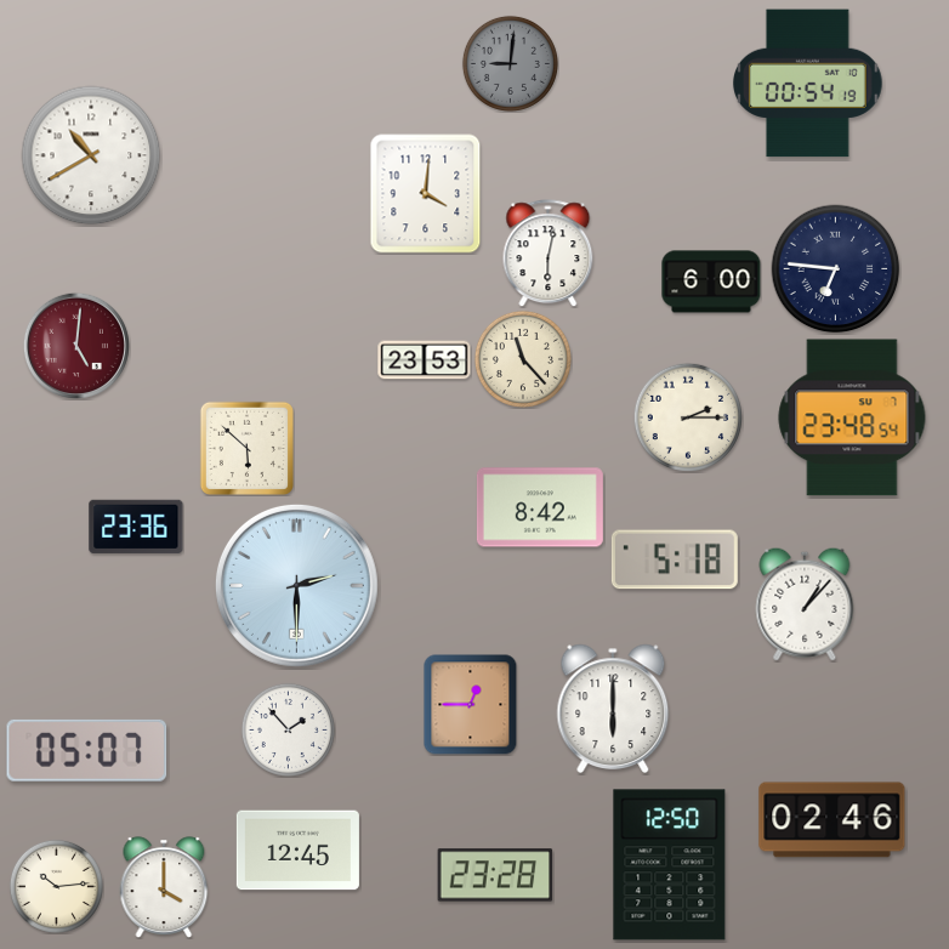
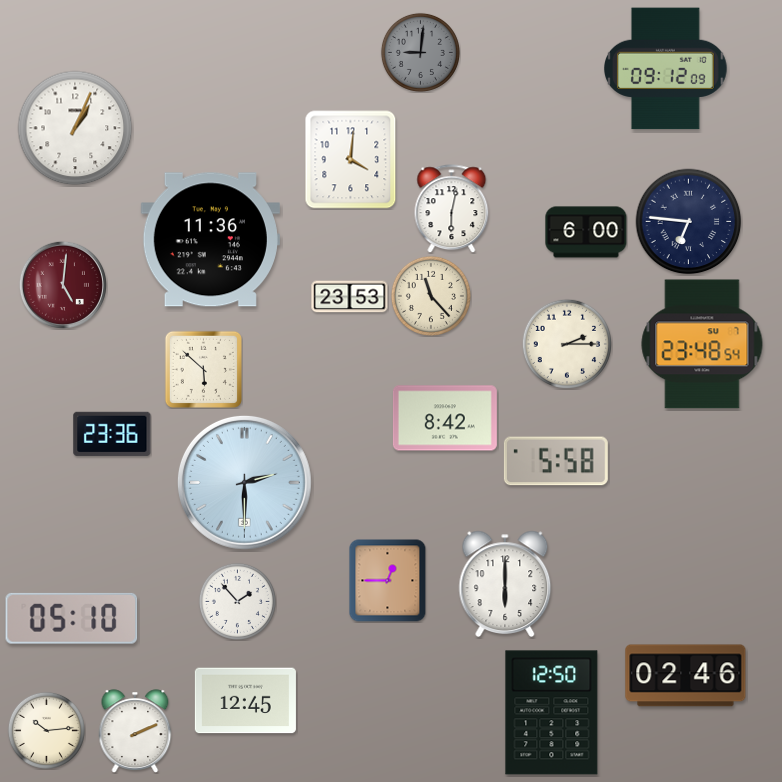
clock at (808, 84): 00:54 -> 09:12
clock at (91, 155): 10:40 -> 1:04
clock at (210, 240): none -> 11:36
clock at (675, 559): 5:18 -> 5:58
clock at (805, 604): 1:07 -> none
clock at (87, 750): 05:07 -> 05:10
clock at (495, 875): 23:28 -> none
clock at (164, 887): 4:00 -> 2:11
